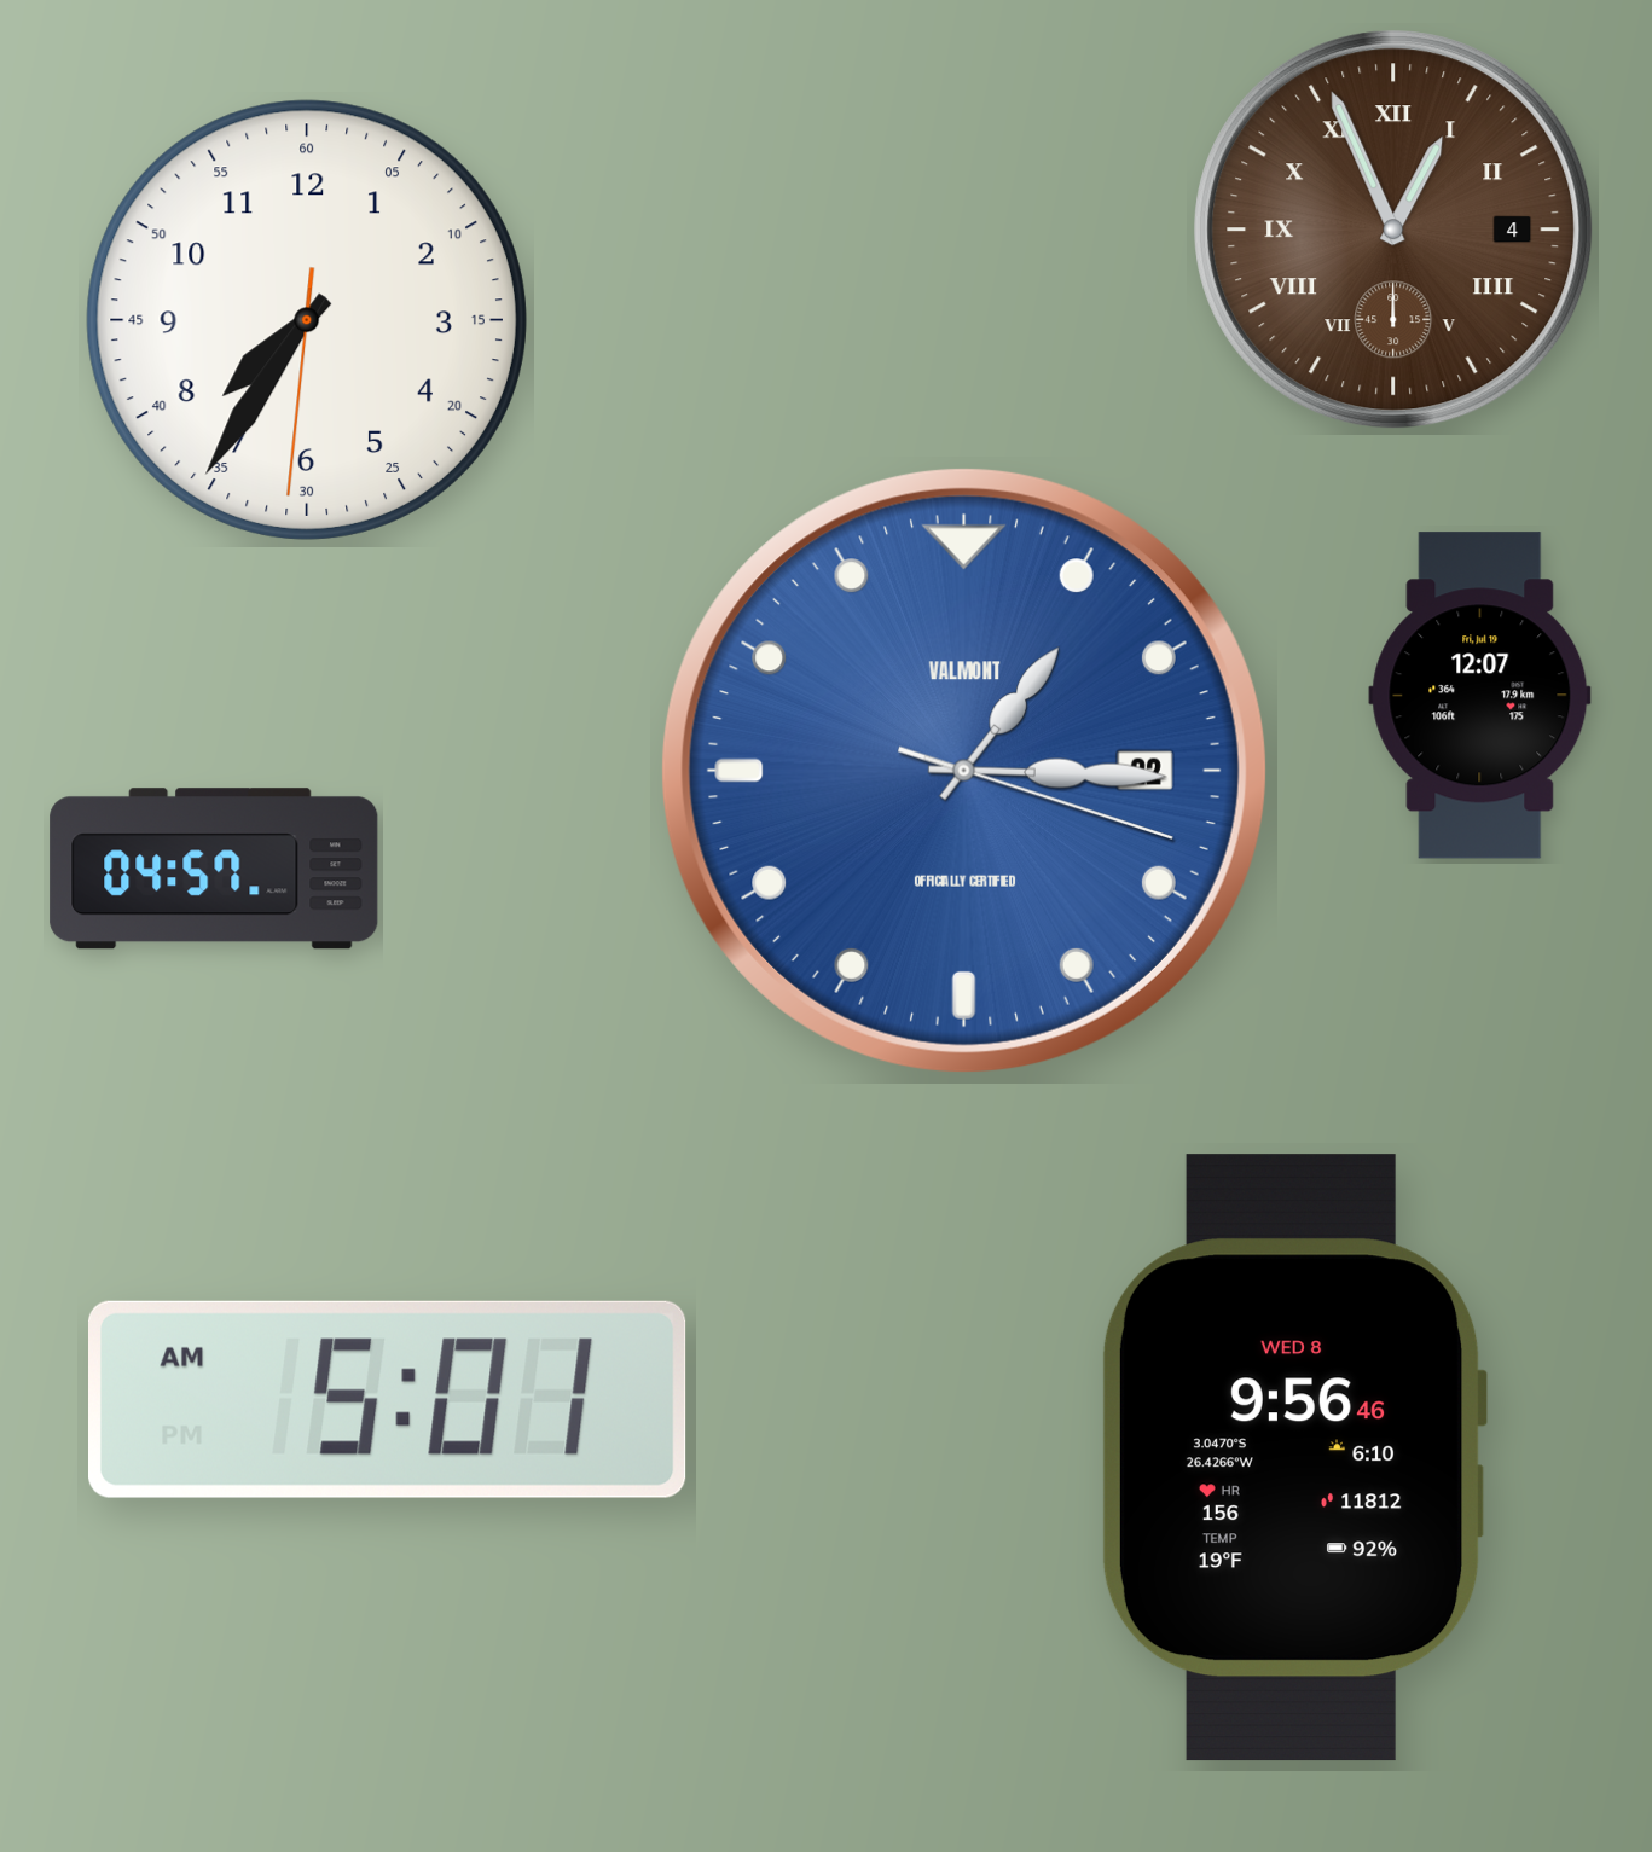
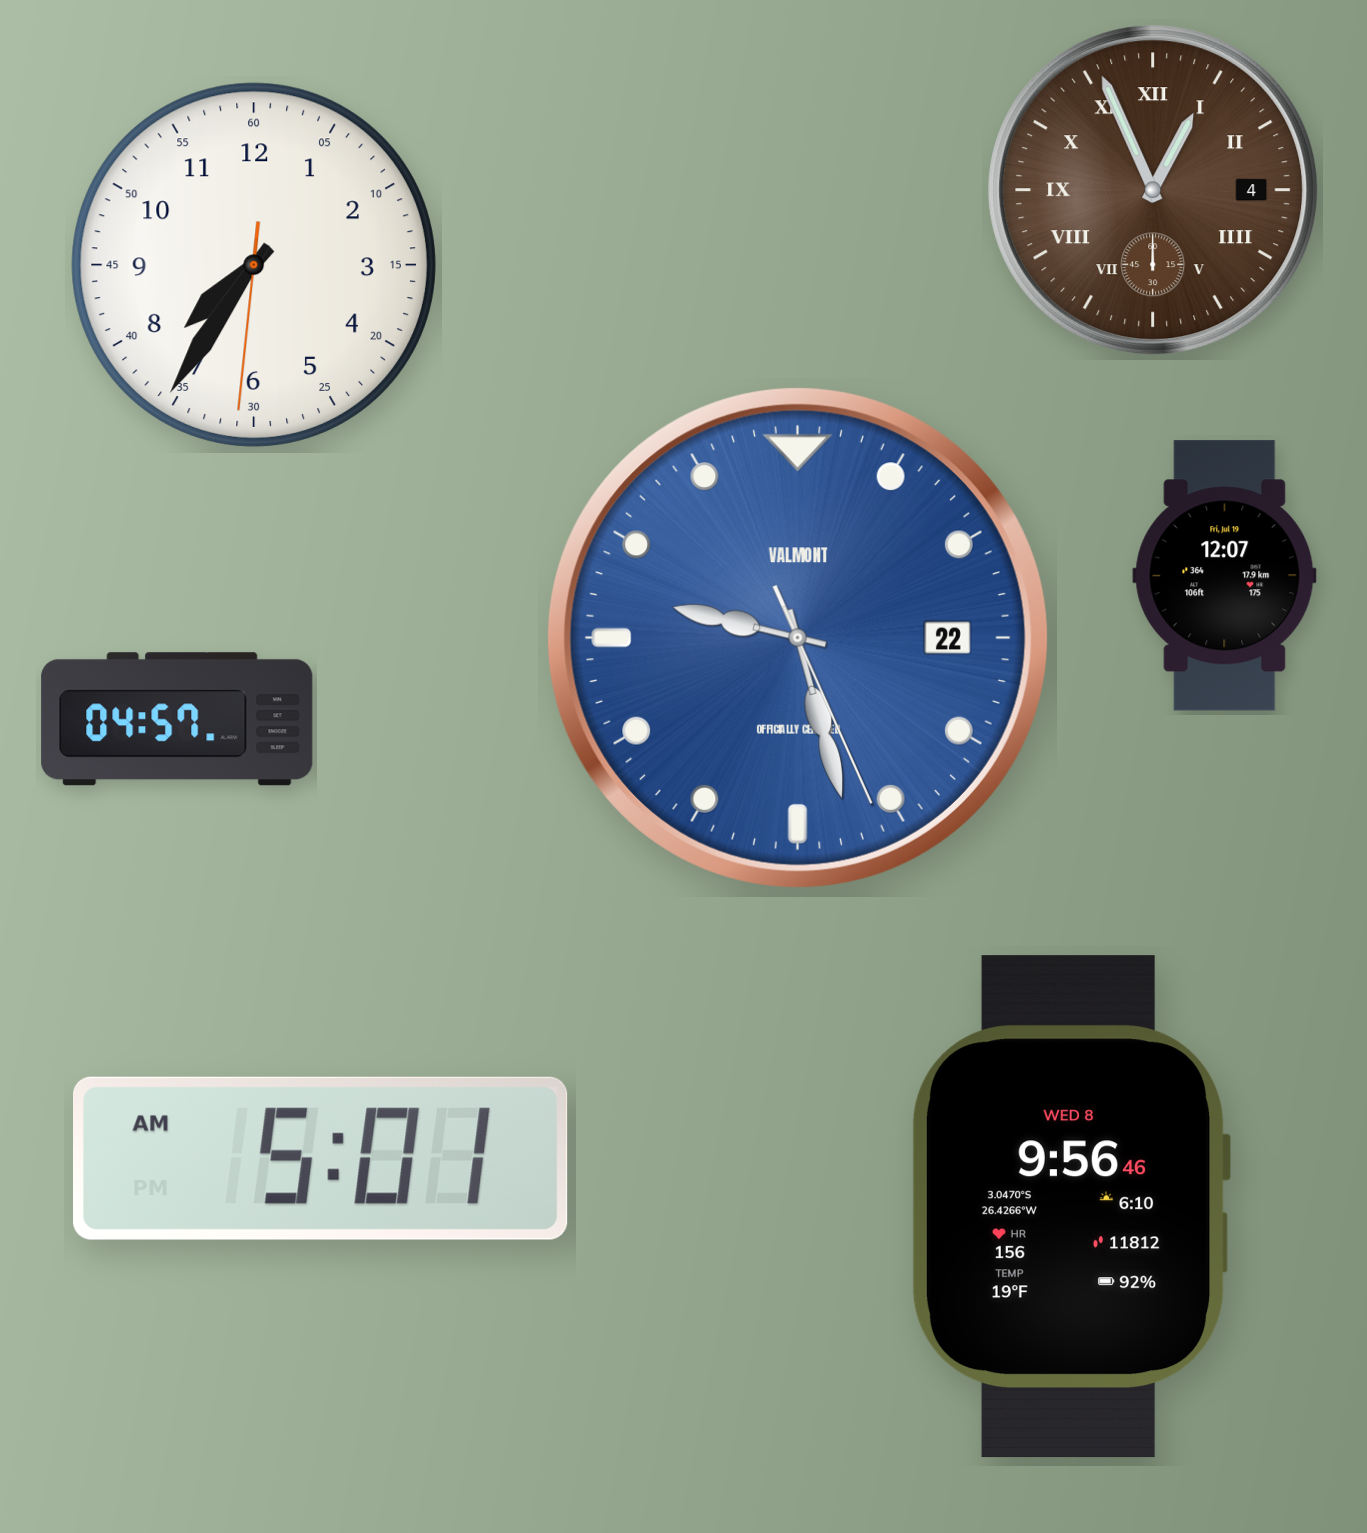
clock at (964, 771): 1:15 -> 9:27
